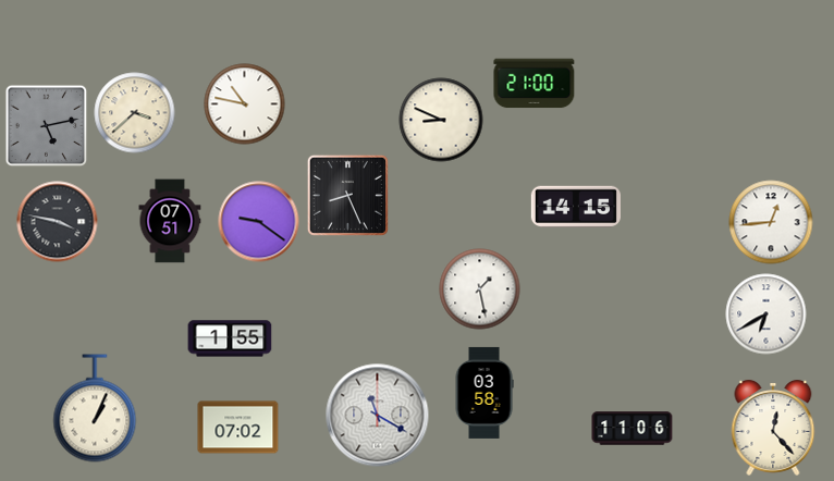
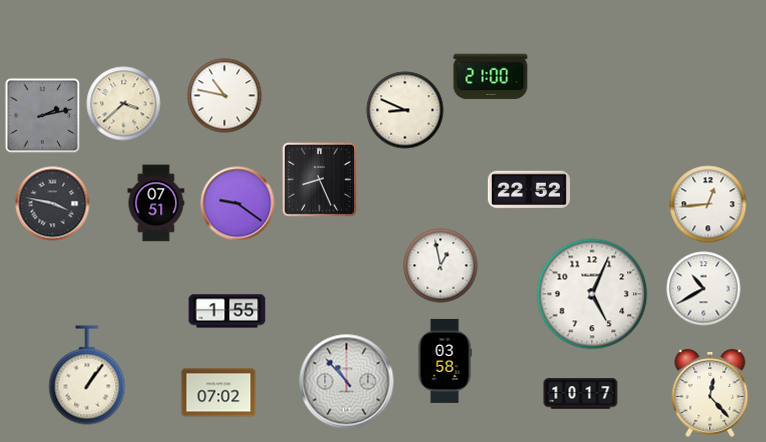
clock at (47, 126): 5:13 -> 2:13
clock at (576, 206): 14:15 -> 22:52
clock at (480, 289): 1:28 -> 12:58
clock at (766, 314): 6:40 -> 10:40
clock at (592, 294): none -> 5:04
clock at (230, 338) position: (230, 338) -> (227, 311)
clock at (95, 408): 1:04 -> 1:06
clock at (378, 416): 11:20 -> 10:53
clock at (633, 429): 11:06 -> 10:17
